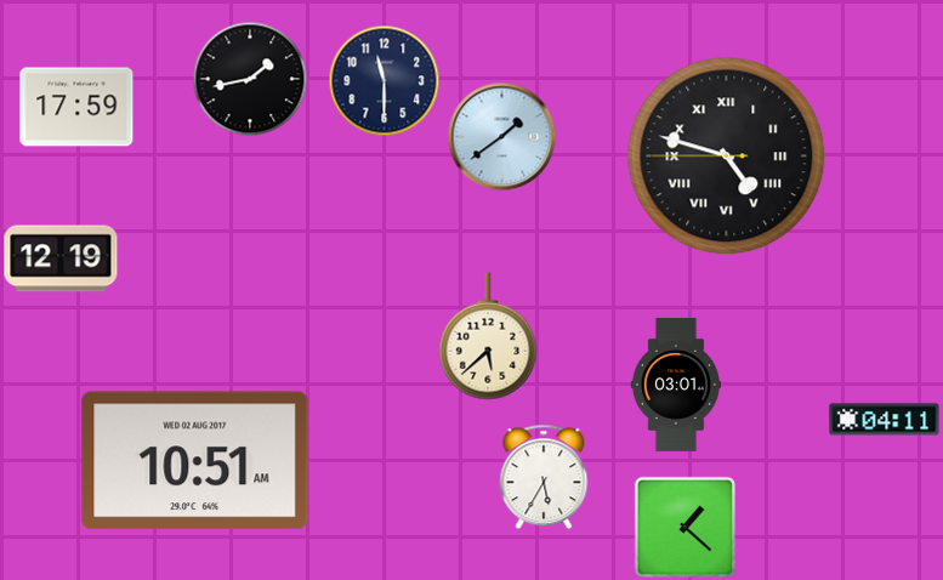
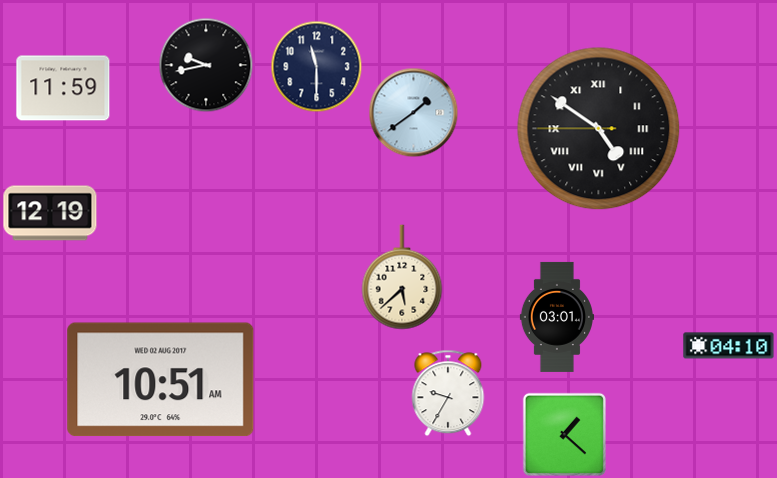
clock at (250, 79): 1:43 -> 9:43
clock at (76, 107): 17:59 -> 11:59
clock at (727, 157): 4:47 -> 4:50
clock at (885, 420): 04:11 -> 04:10
clock at (544, 477): 5:35 -> 9:35
